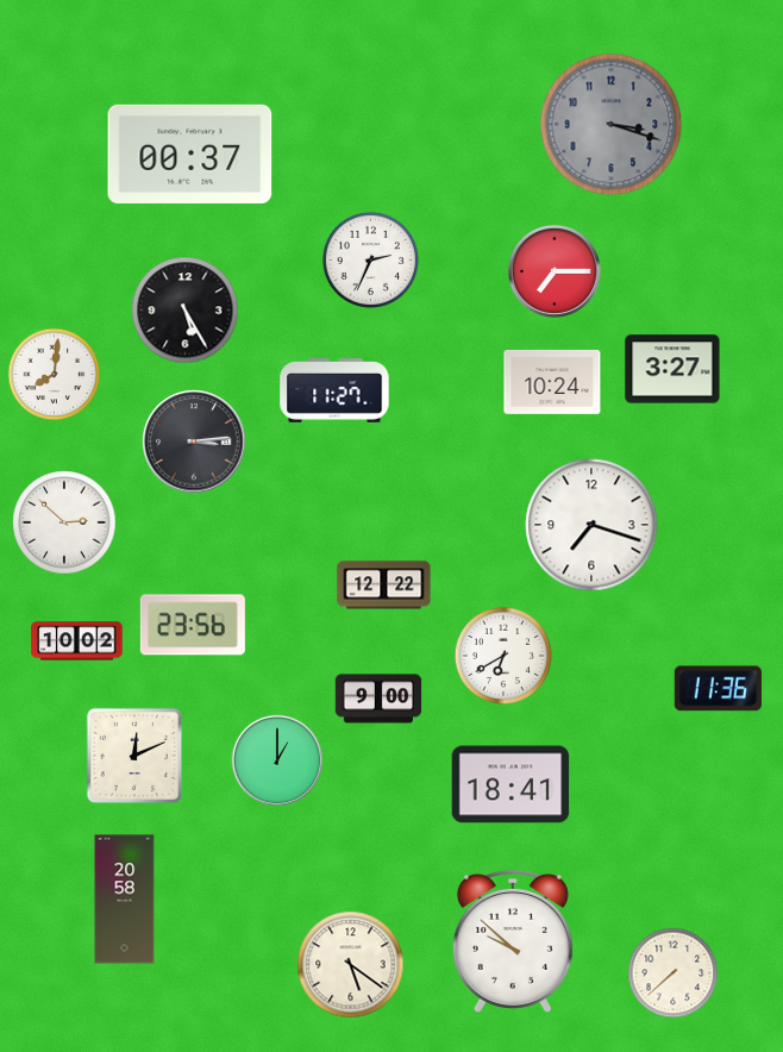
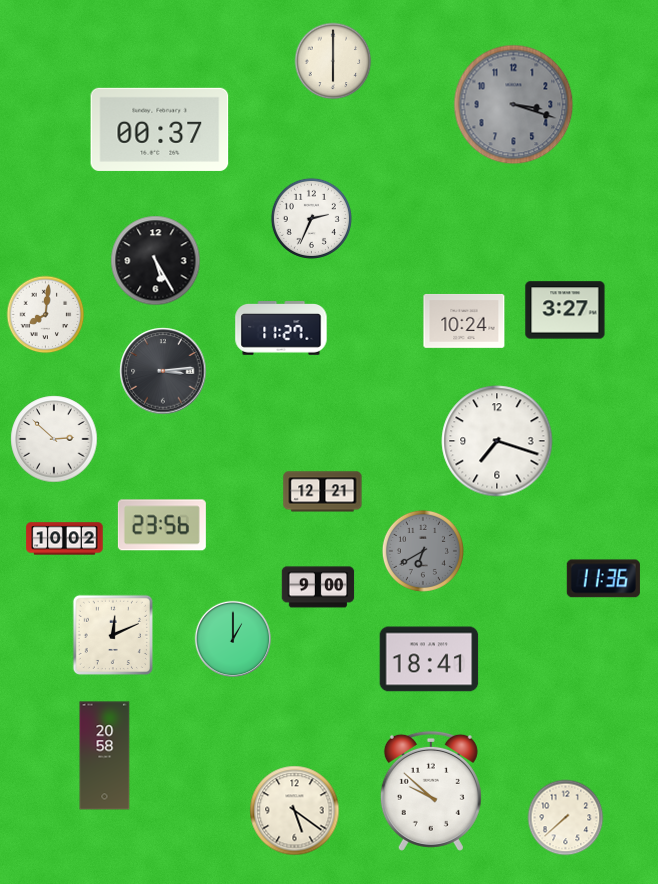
clock at (333, 61): none -> 6:00
clock at (555, 271): 7:15 -> none
clock at (384, 586): 12:22 -> 12:21
clock at (503, 656) dial: white -> grey
